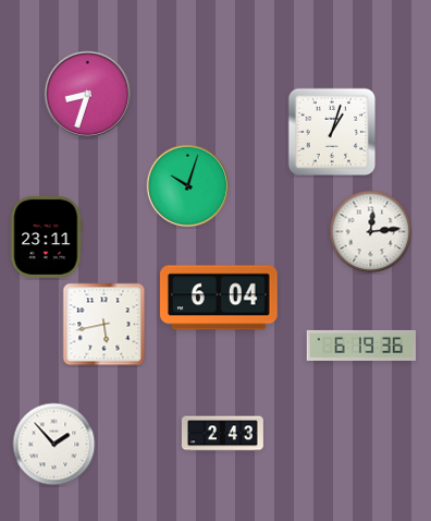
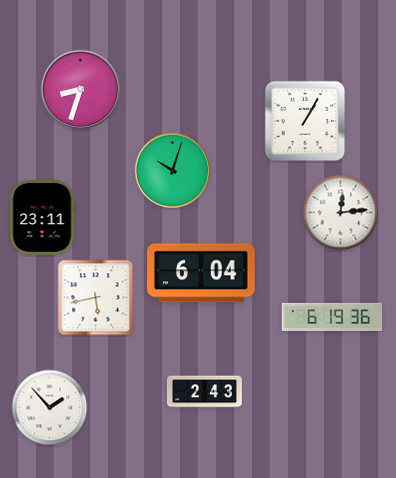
clock at (88, 95) position: (88, 95) -> (81, 90)
clock at (332, 132): 1:03 -> 1:05
clock at (222, 434) position: (222, 434) -> (204, 392)
